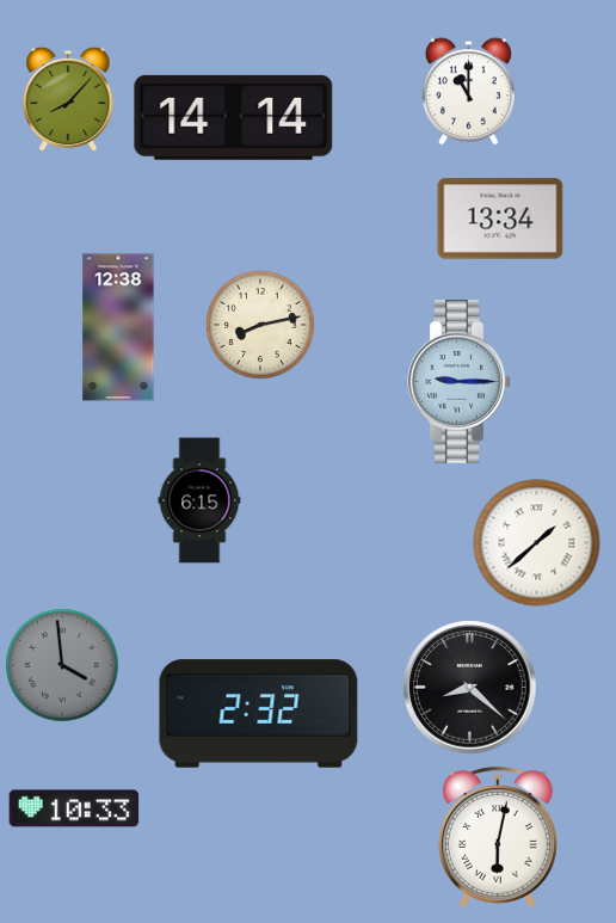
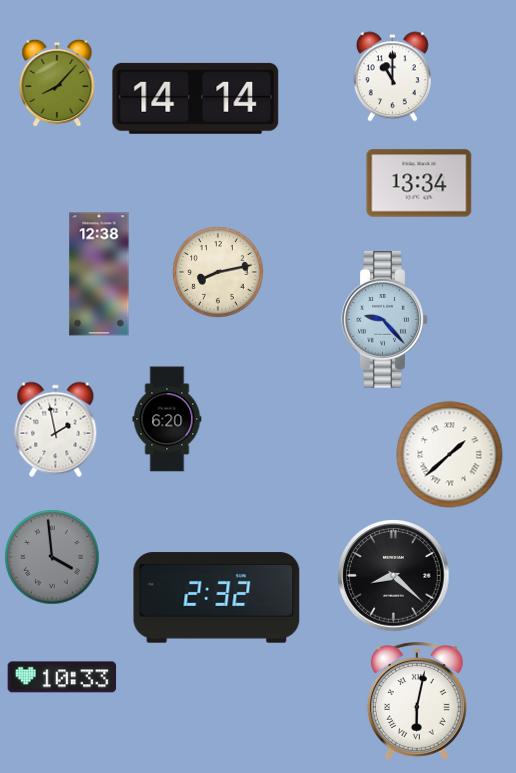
clock at (460, 382): 9:15 -> 9:23
clock at (199, 500): 6:15 -> 6:20
clock at (56, 430): none -> 1:58
